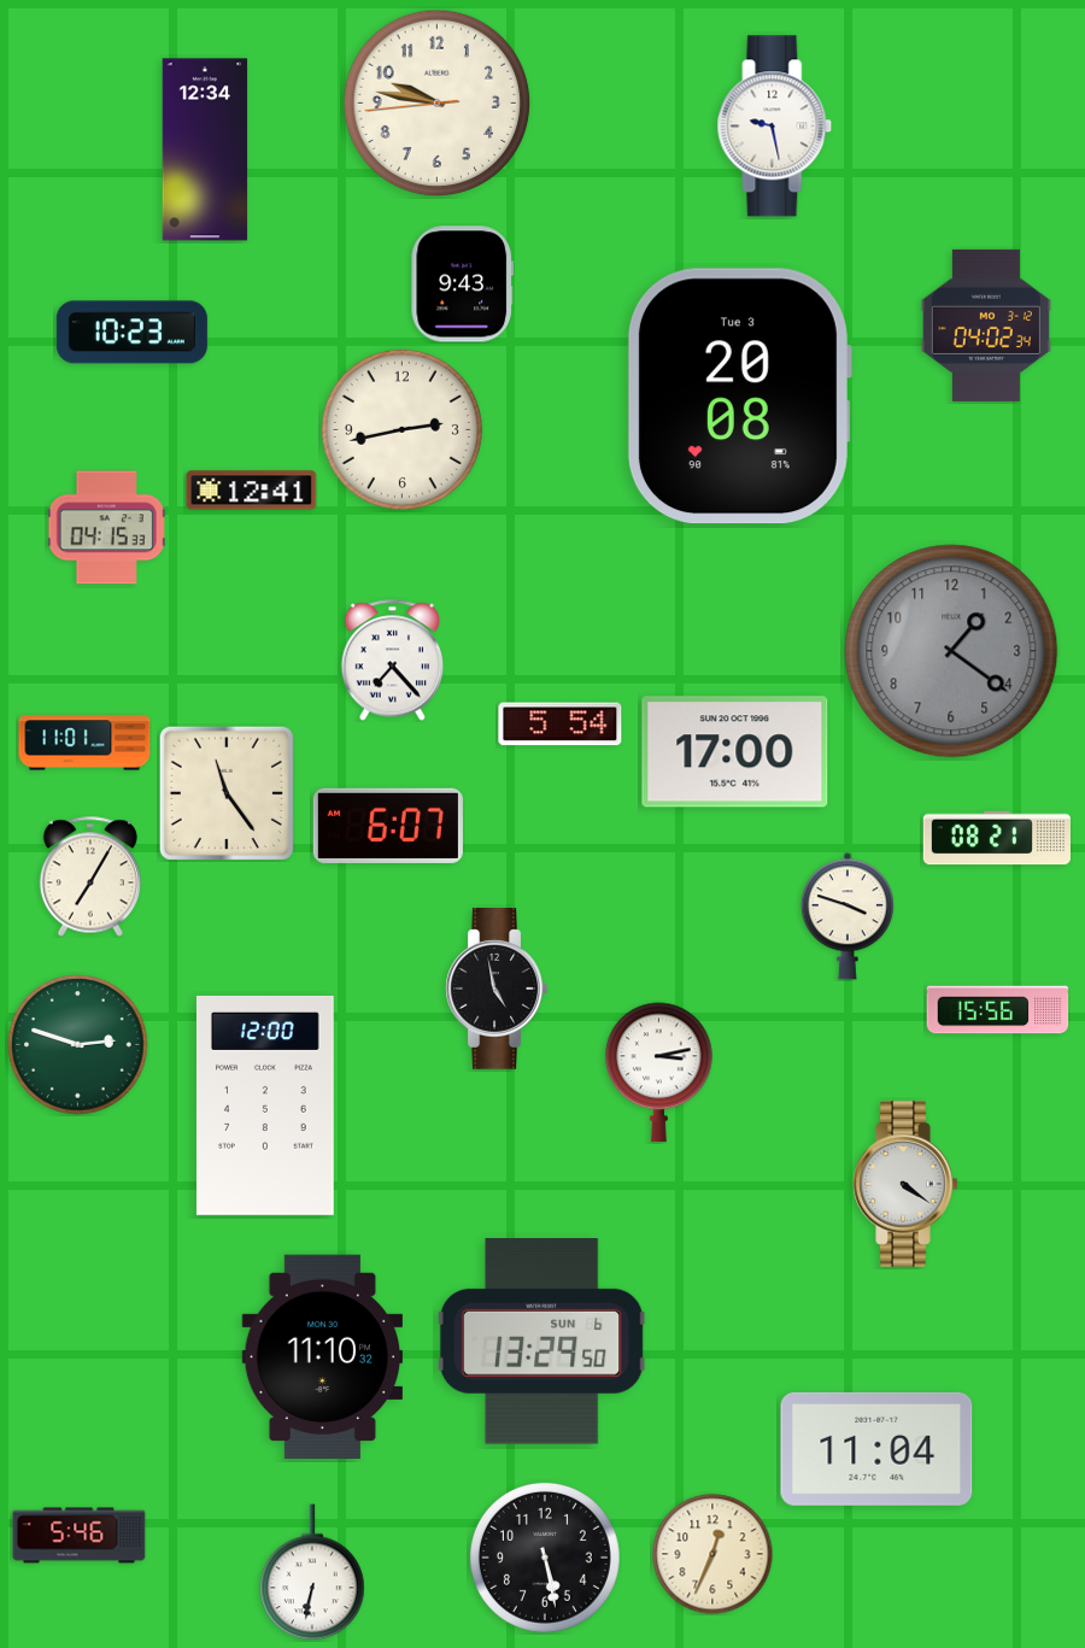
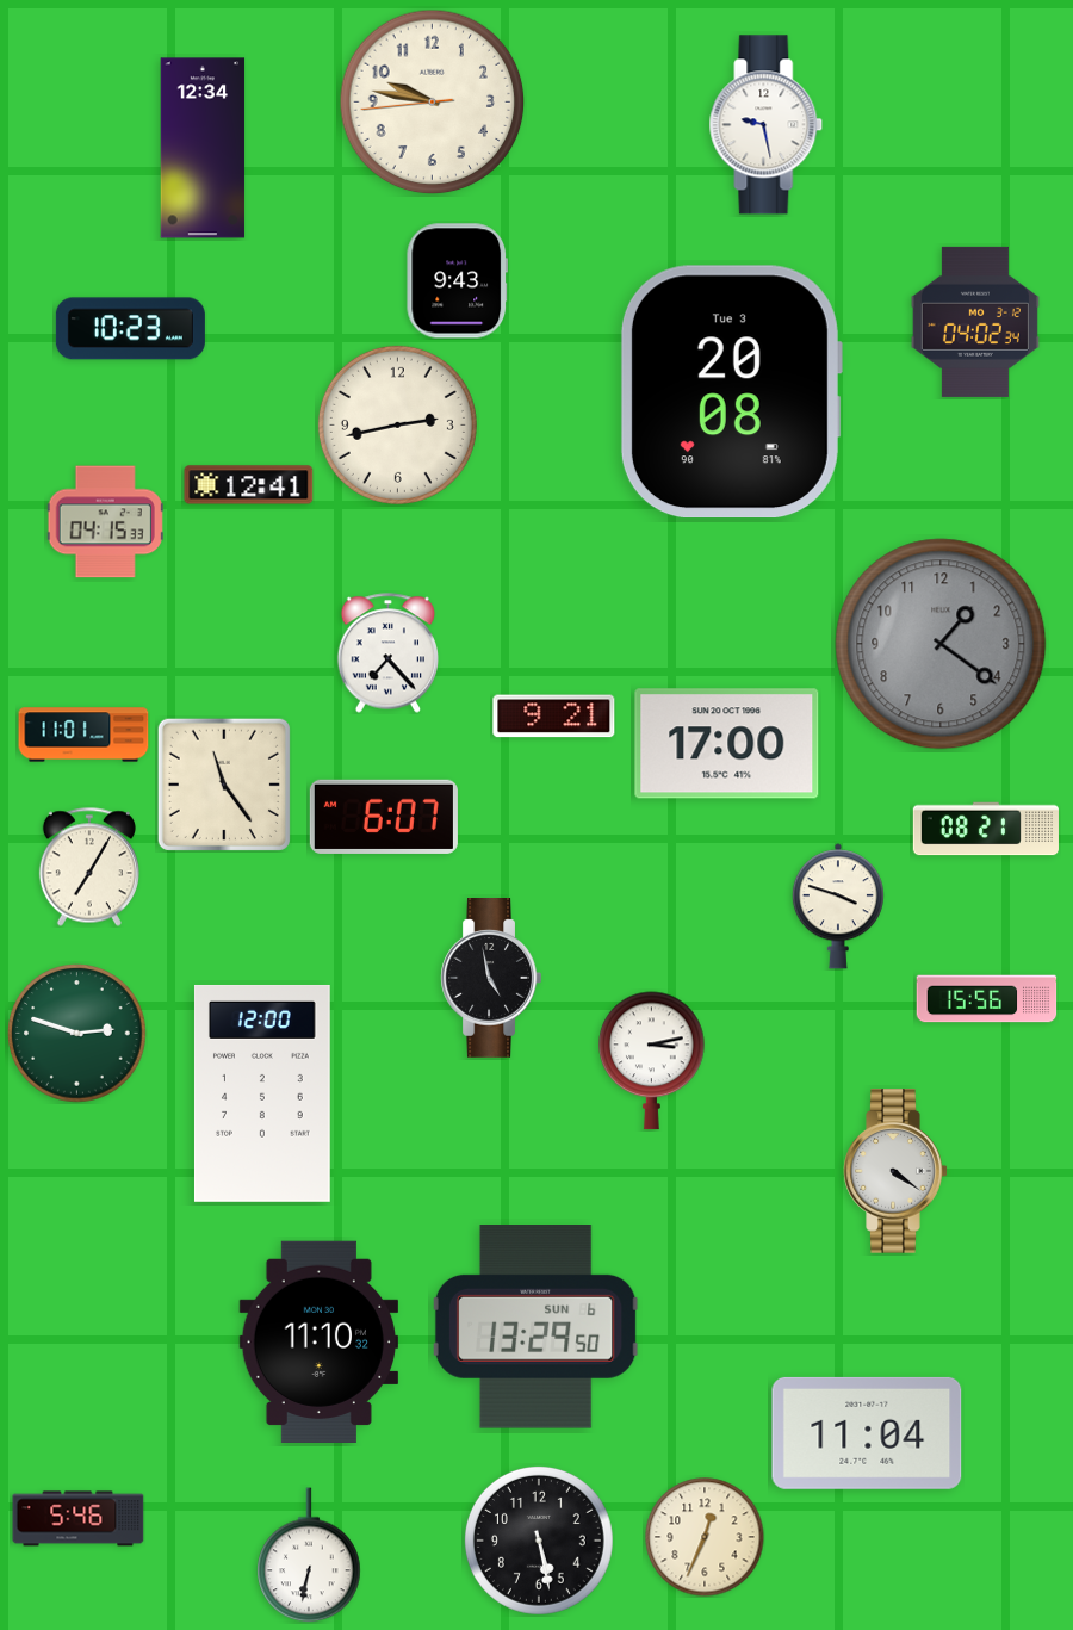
clock at (561, 725): 5:54 -> 9:21
